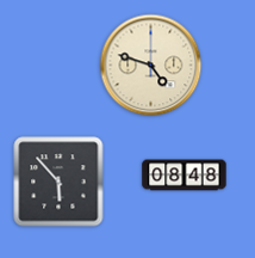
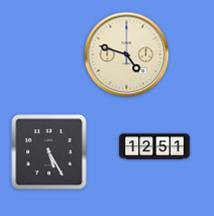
clock at (185, 176): 08:48 -> 12:51
clock at (58, 182): 5:53 -> 5:25
